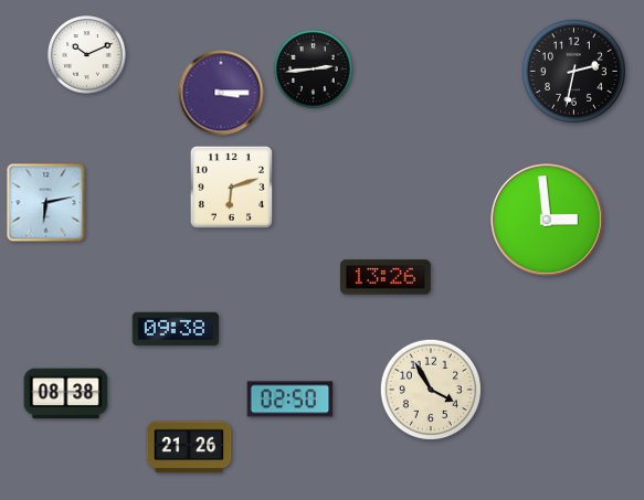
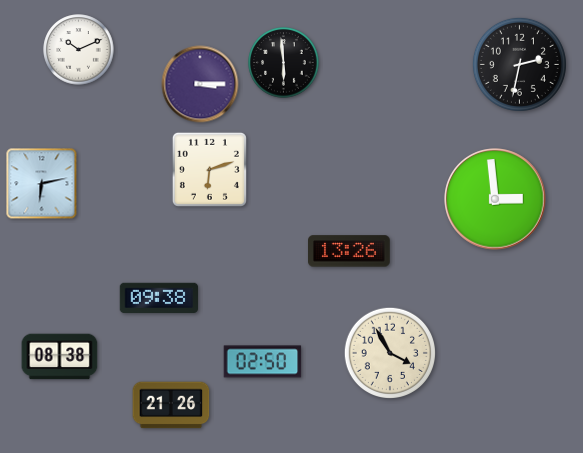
clock at (314, 70): 2:44 -> 5:59
